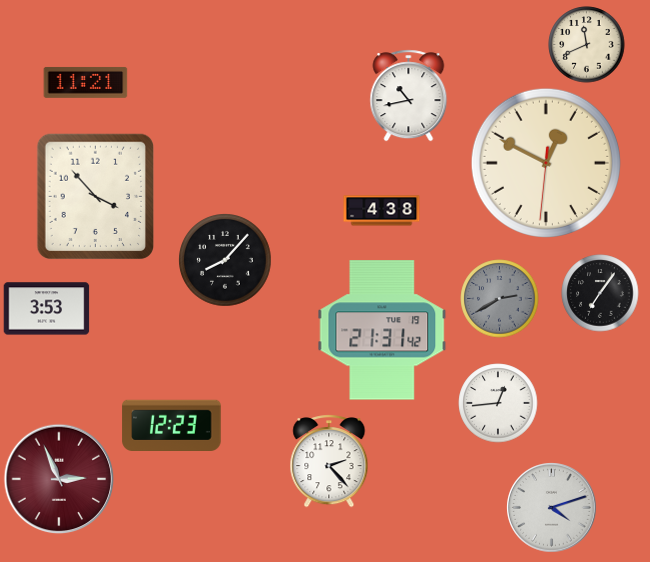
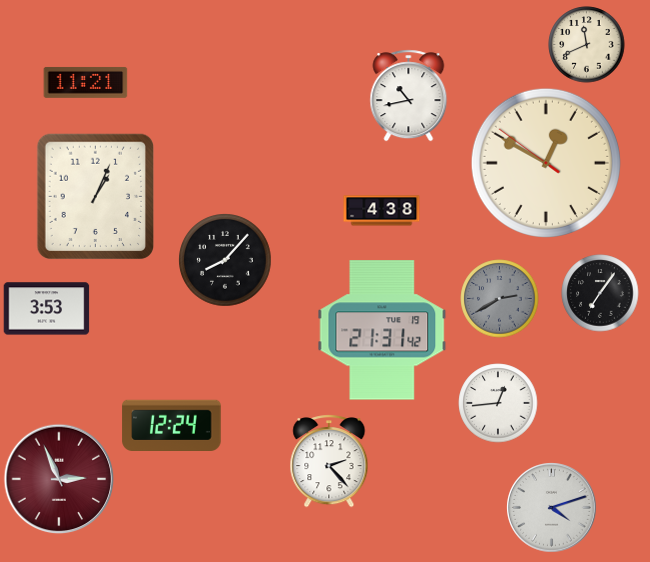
clock at (546, 163): 12:49:31 -> 12:49:51
clock at (95, 197): 3:53 -> 1:04
clock at (172, 425): 12:23 -> 12:24
